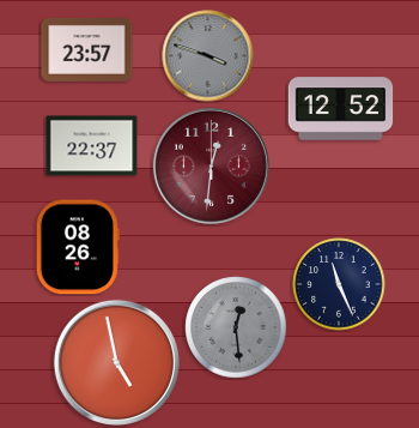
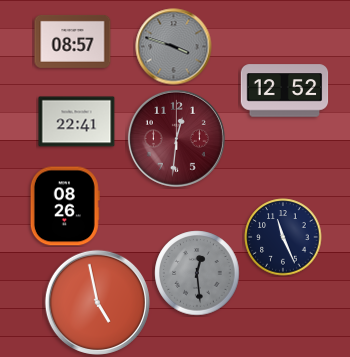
clock at (87, 49): 23:57 -> 08:57
clock at (92, 146): 22:37 -> 22:41
